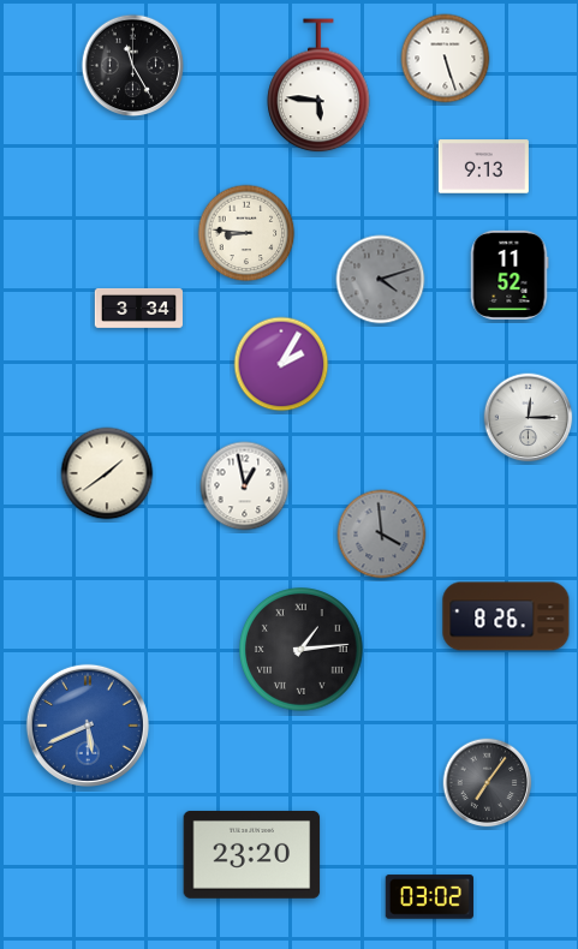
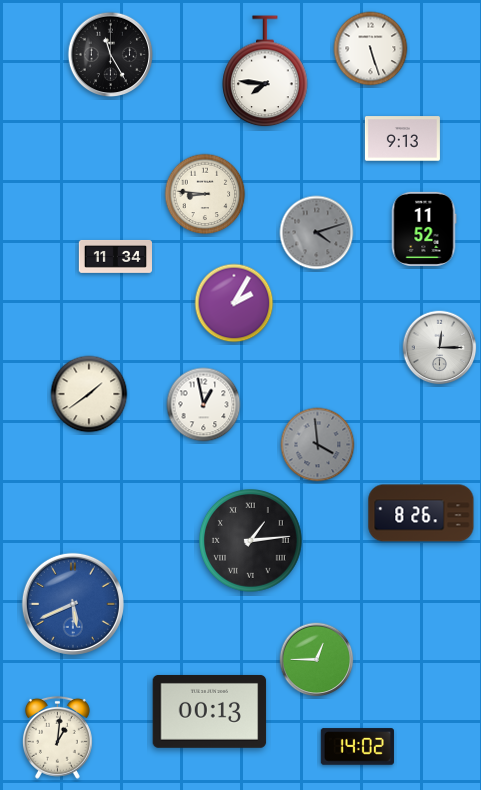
clock at (318, 86): 5:46 -> 7:46
clock at (138, 309): 3:34 -> 11:34
clock at (488, 783): 7:06 -> none
clock at (317, 660): none -> 12:45
clock at (252, 854): 23:20 -> 00:13
clock at (57, 737): none -> 1:01
clock at (429, 897): 03:02 -> 14:02
